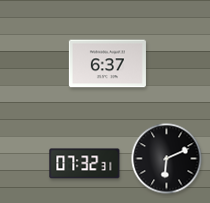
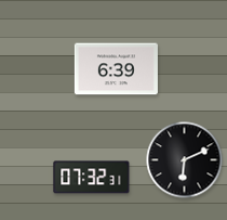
clock at (107, 64): 6:37 -> 6:39
clock at (167, 159) position: (167, 159) -> (185, 160)
